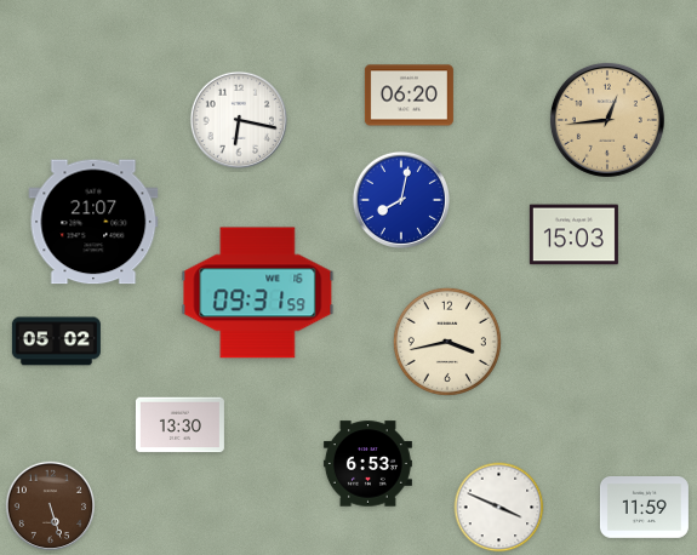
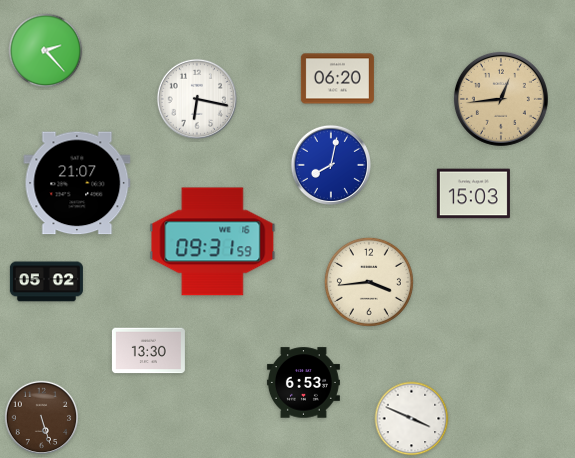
clock at (46, 51): none -> 2:23
clock at (447, 342): 3:43 -> 3:44
clock at (644, 508): 11:59 -> none
